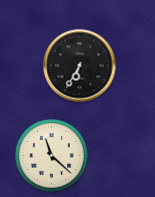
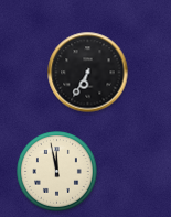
clock at (52, 156): 11:22 -> 11:58
